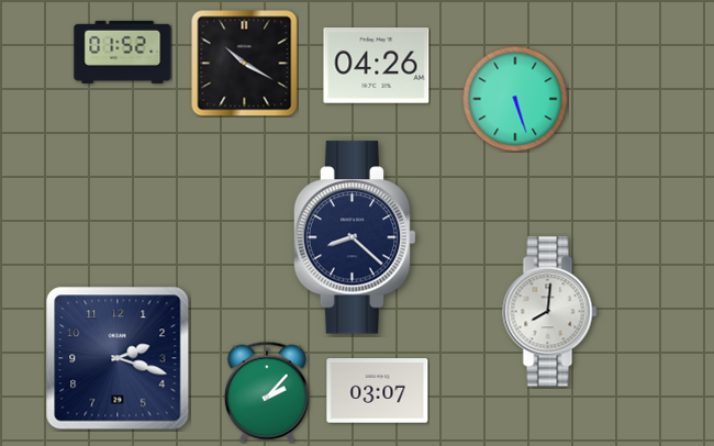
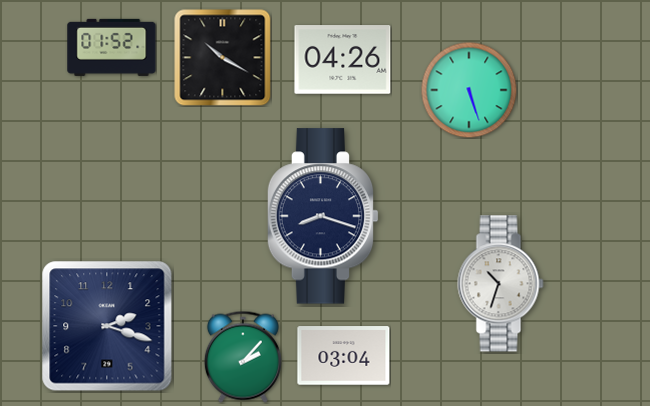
clock at (355, 237): 8:22 -> 8:18
clock at (550, 312): 8:01 -> 10:33
clock at (378, 391): 03:07 -> 03:04
